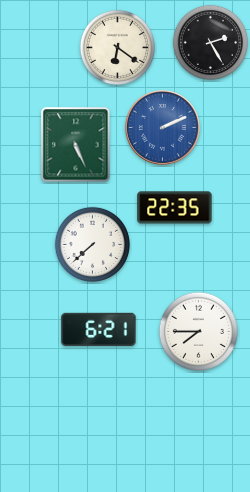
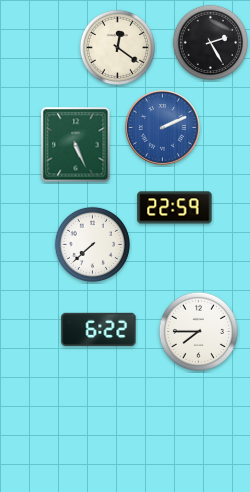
clock at (117, 47): 6:21 -> 12:21
clock at (175, 208): 22:35 -> 22:59
clock at (99, 329): 6:21 -> 6:22
